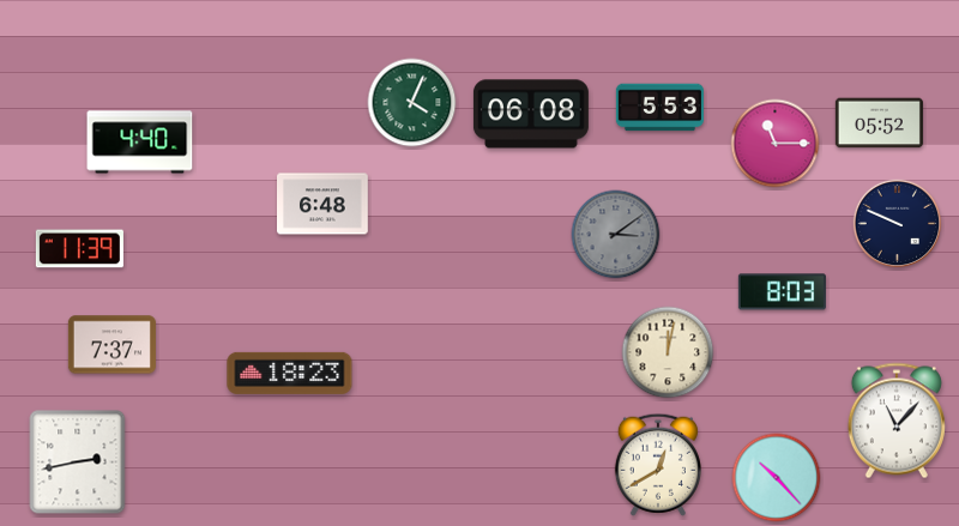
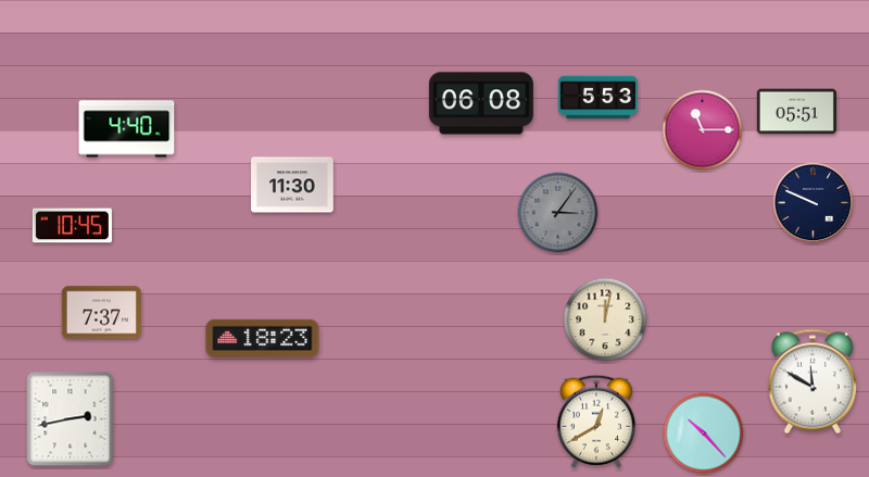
clock at (412, 103): 4:04 -> none
clock at (879, 123): 05:52 -> 05:51
clock at (324, 204): 6:48 -> 11:30
clock at (616, 235): 3:09 -> 3:06
clock at (79, 249): 11:39 -> 10:45
clock at (782, 292): 8:03 -> none
clock at (897, 421): 11:07 -> 11:50
